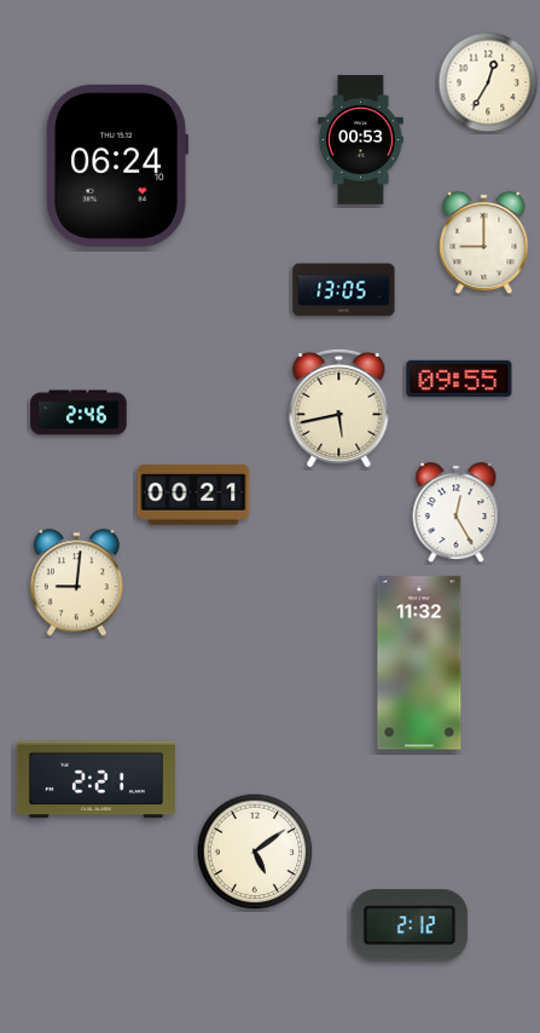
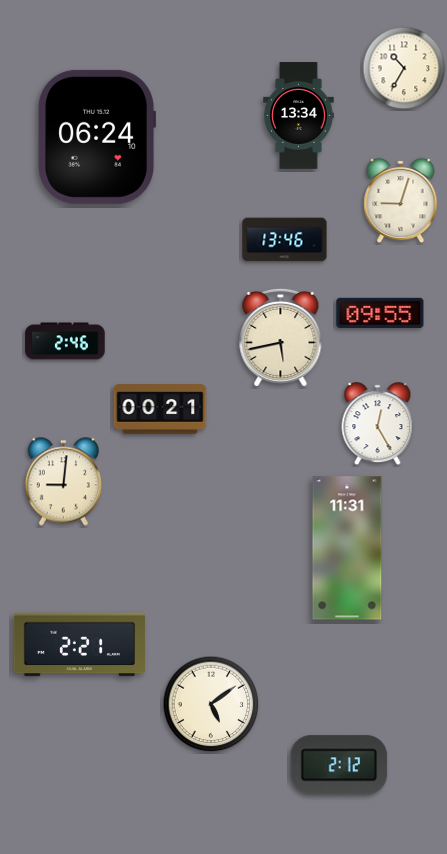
clock at (488, 82): 12:35 -> 10:35
clock at (361, 140): 00:53 -> 13:34
clock at (484, 243): 9:00 -> 9:03
clock at (344, 290): 13:05 -> 13:46
clock at (419, 663): 11:32 -> 11:31
